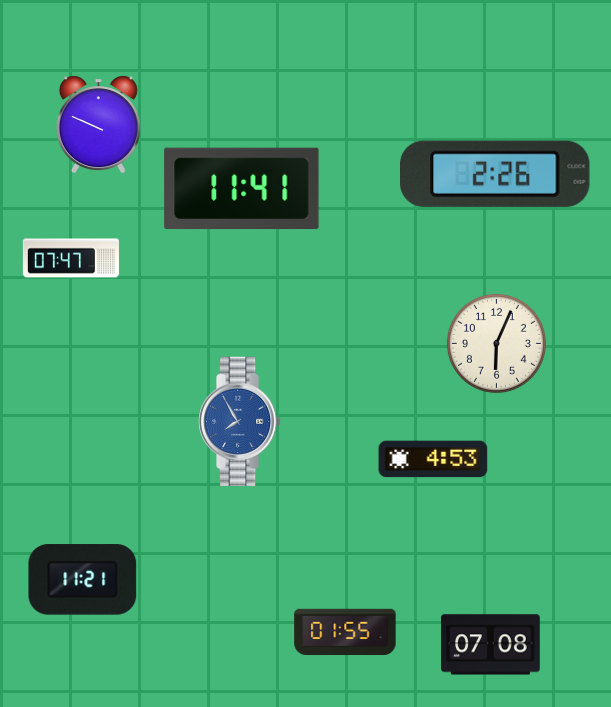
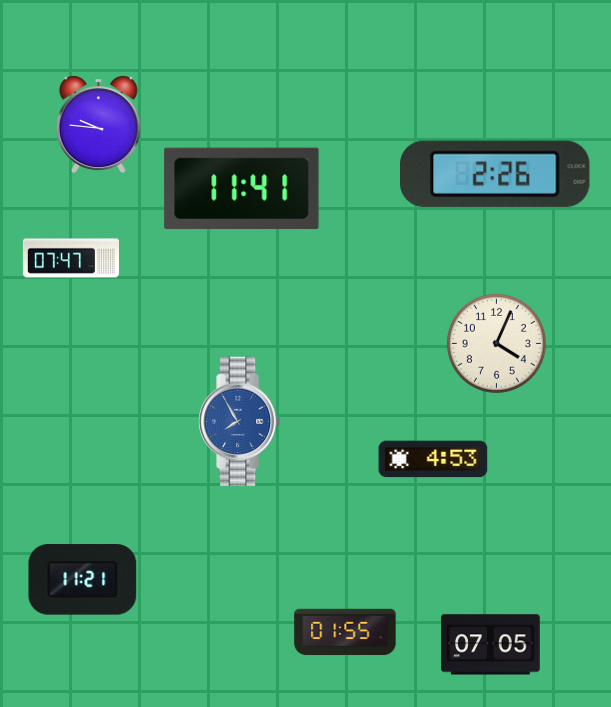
clock at (98, 125): 9:49 -> 9:46
clock at (496, 343): 6:04 -> 4:04
clock at (491, 645): 07:08 -> 07:05
